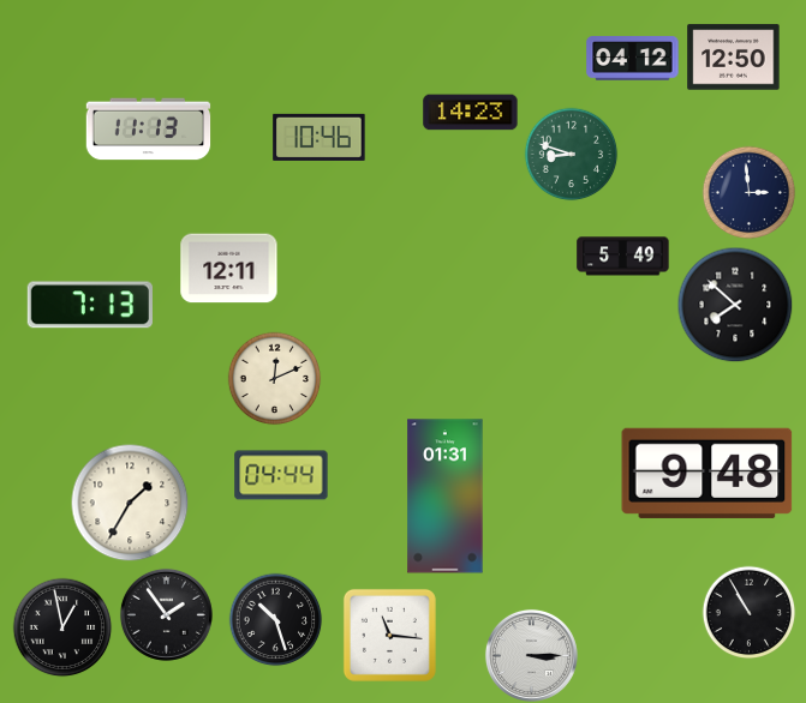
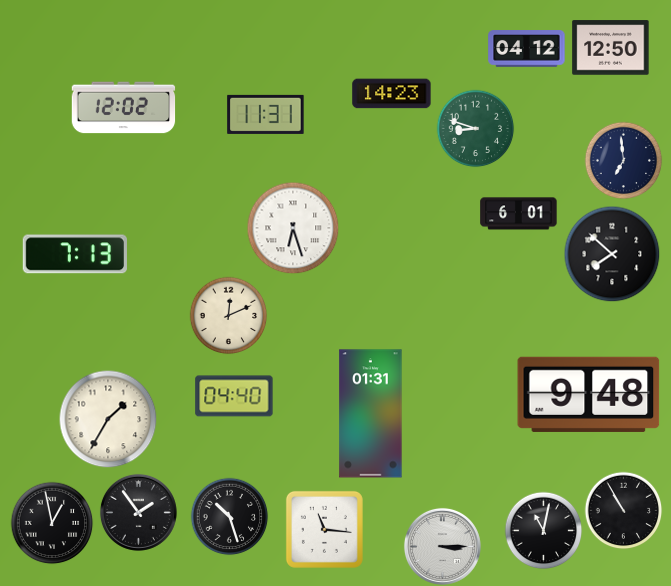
clock at (149, 130): 11:13 -> 12:02
clock at (320, 137): 10:46 -> 11:31
clock at (748, 192): 2:59 -> 6:59
clock at (623, 257): 5:49 -> 6:01
clock at (229, 269): 12:11 -> none
clock at (293, 228): none -> 6:27
clock at (281, 475): 04:44 -> 04:40
clock at (543, 530): none -> 11:02
